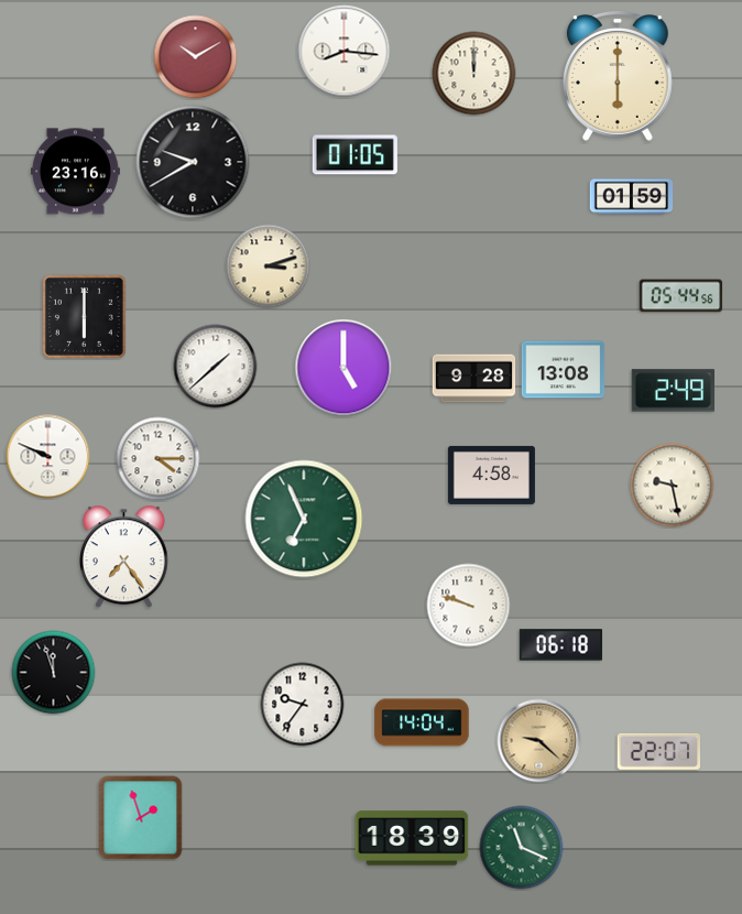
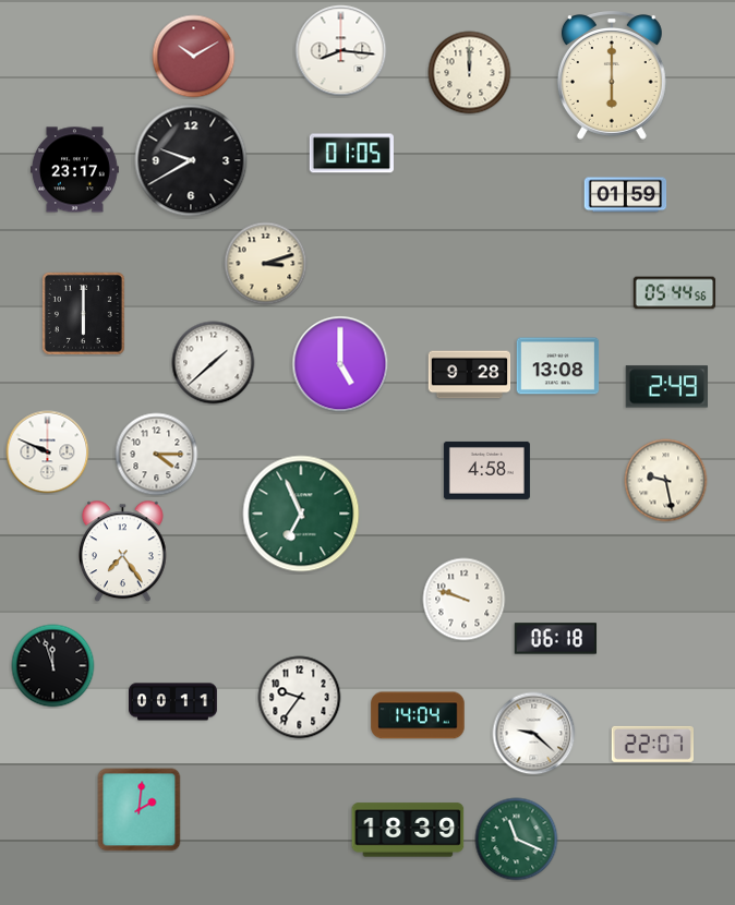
clock at (75, 172): 23:16 -> 23:17
clock at (173, 702): none -> 00:11
clock at (539, 741) dial: champagne -> white
clock at (141, 818): 1:57 -> 2:01
